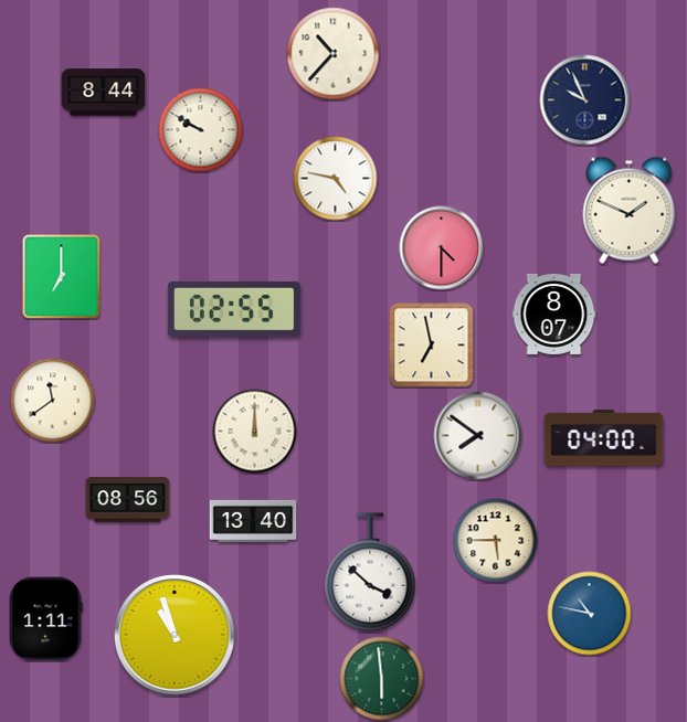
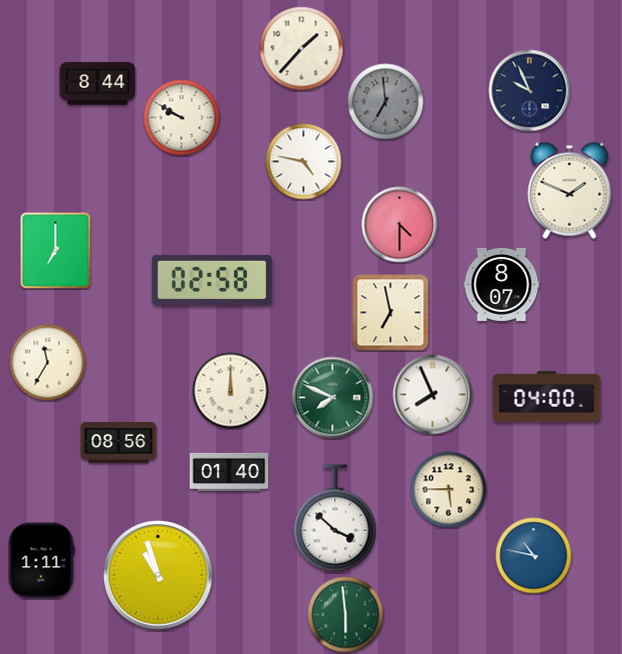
clock at (334, 54): 10:37 -> 1:37
clock at (104, 93) position: (104, 93) -> (98, 84)
clock at (386, 102): none -> 6:59
clock at (234, 309): 02:55 -> 02:58
clock at (53, 401): 11:39 -> 11:35
clock at (478, 436): 7:51 -> 7:56
clock at (333, 398): none -> 7:49
clock at (128, 500) position: (128, 500) -> (119, 443)
clock at (253, 521): 13:40 -> 01:40
